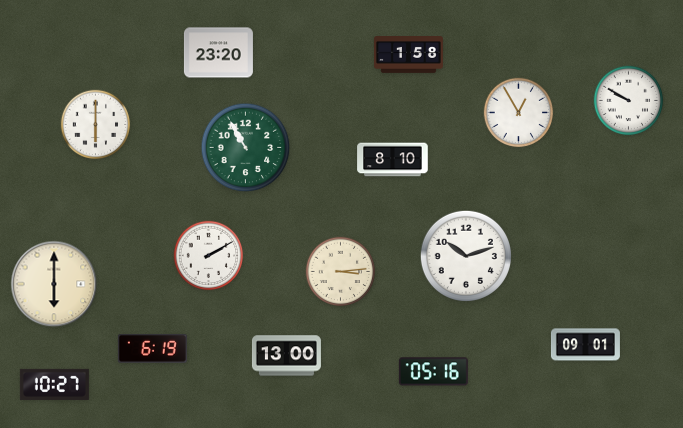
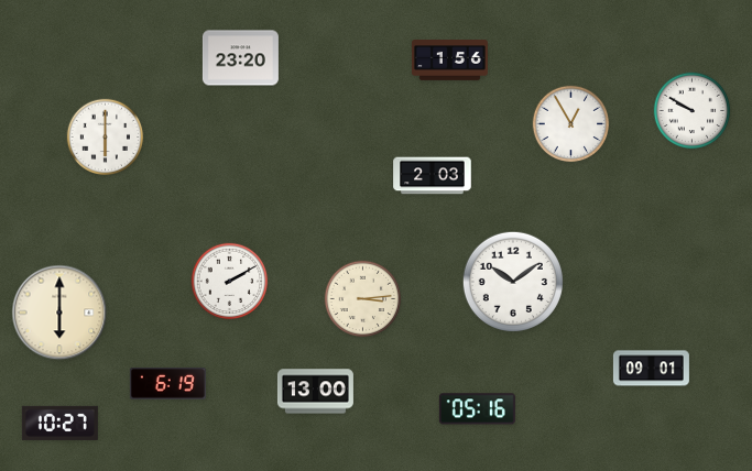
clock at (408, 55): 1:58 -> 1:56
clock at (246, 148): 10:55 -> none
clock at (393, 160): 8:10 -> 2:03
clock at (466, 256): 10:12 -> 10:09
clock at (341, 272) position: (341, 272) -> (363, 299)
clock at (585, 345) position: (585, 345) -> (651, 369)
